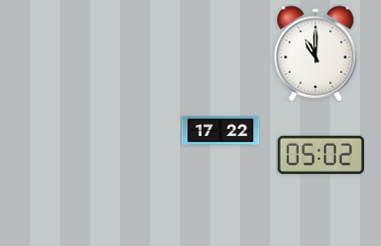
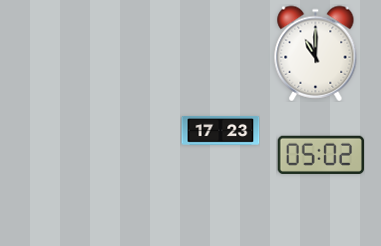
clock at (220, 130): 17:22 -> 17:23
